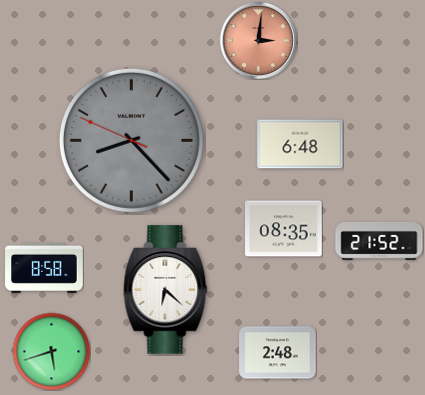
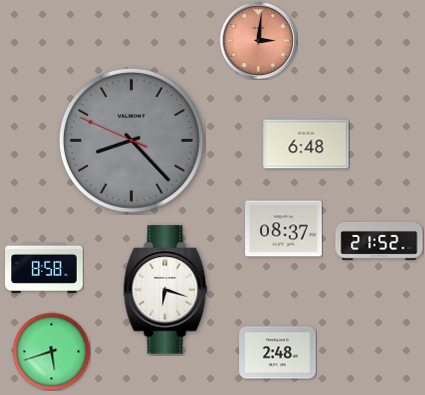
clock at (300, 144) position: (300, 144) -> (306, 144)
clock at (284, 229): 08:35 -> 08:37
clock at (166, 290): 6:22 -> 6:18
